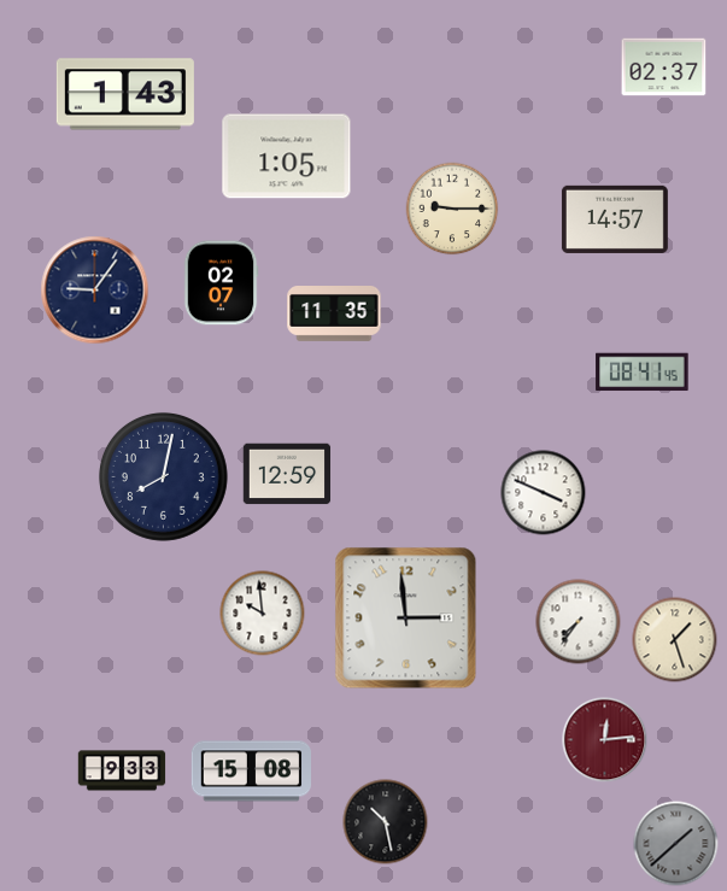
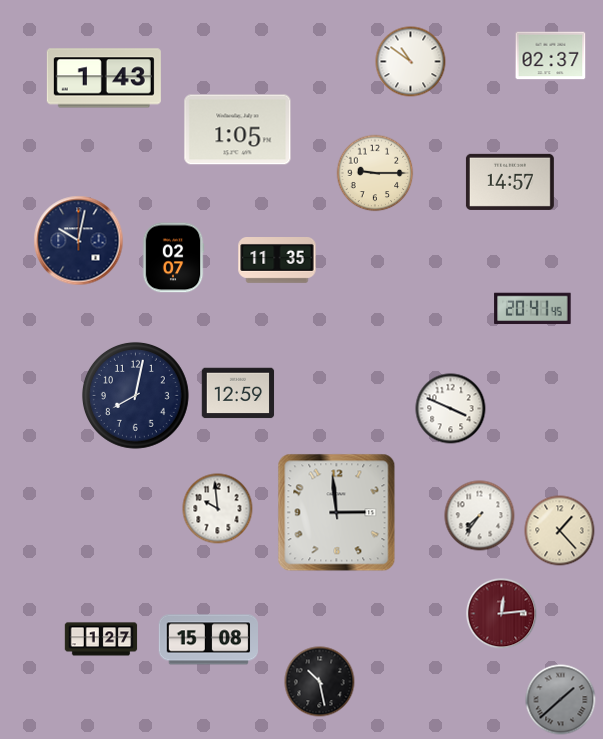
clock at (411, 62): none -> 10:51
clock at (221, 283) position: (221, 283) -> (173, 258)
clock at (95, 291): 9:06 -> 10:02
clock at (643, 373): 08:41 -> 20:41
clock at (675, 640): 1:27 -> 1:23
clock at (122, 770): 9:33 -> 1:27
